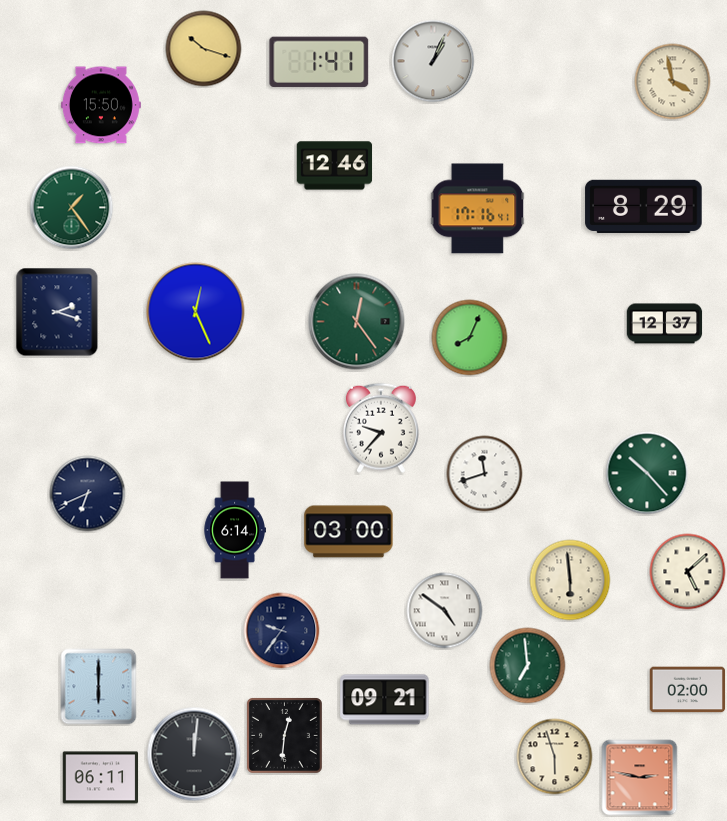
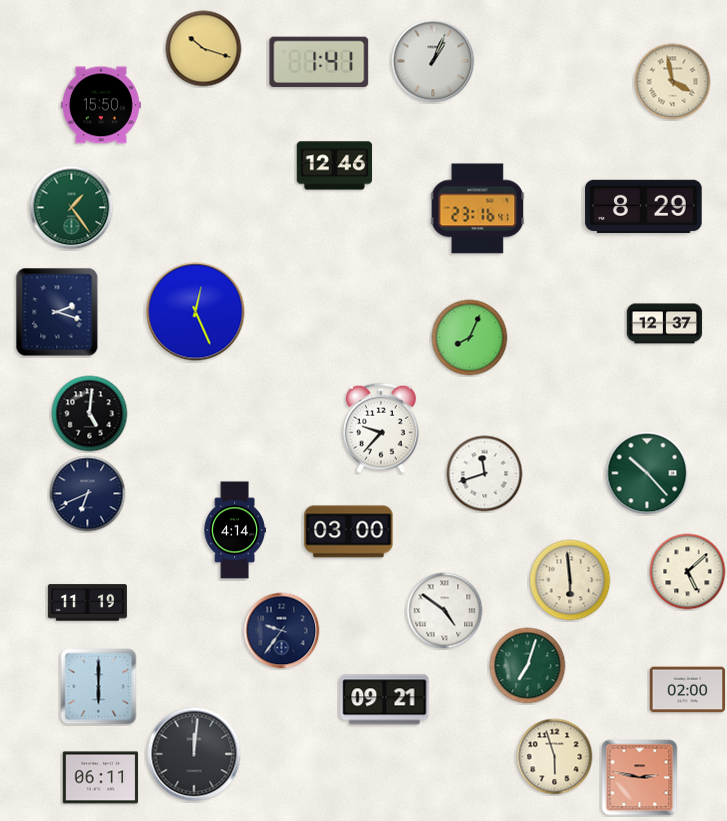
clock at (478, 209): 17:16 -> 23:16
clock at (357, 322): 12:24 -> none
clock at (90, 414): none -> 5:01
clock at (235, 530): 6:14 -> 4:14
clock at (87, 603): none -> 11:19
clock at (528, 666): 6:59 -> 7:03
clock at (284, 735): 12:31 -> none
